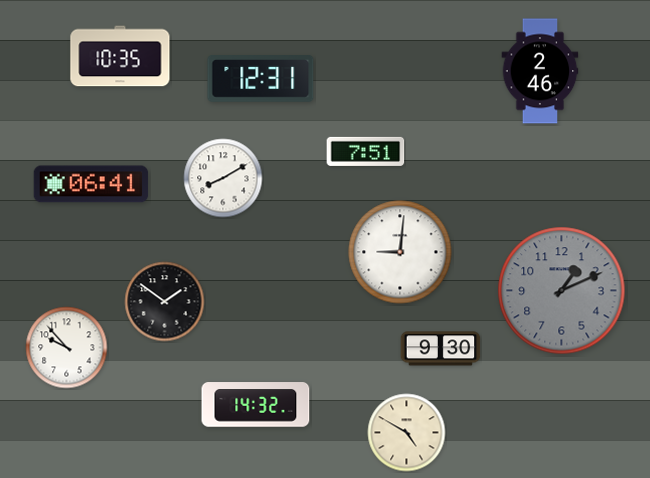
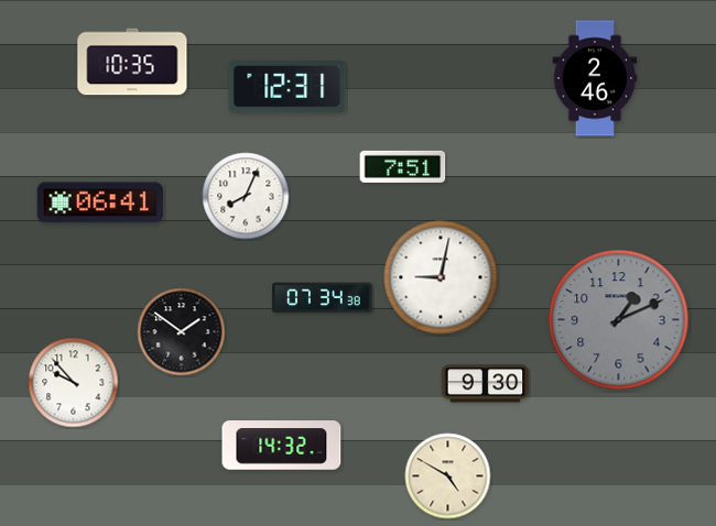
clock at (223, 178): 8:10 -> 8:04
clock at (400, 252): 9:01 -> 9:02
clock at (323, 298): none -> 07:34
